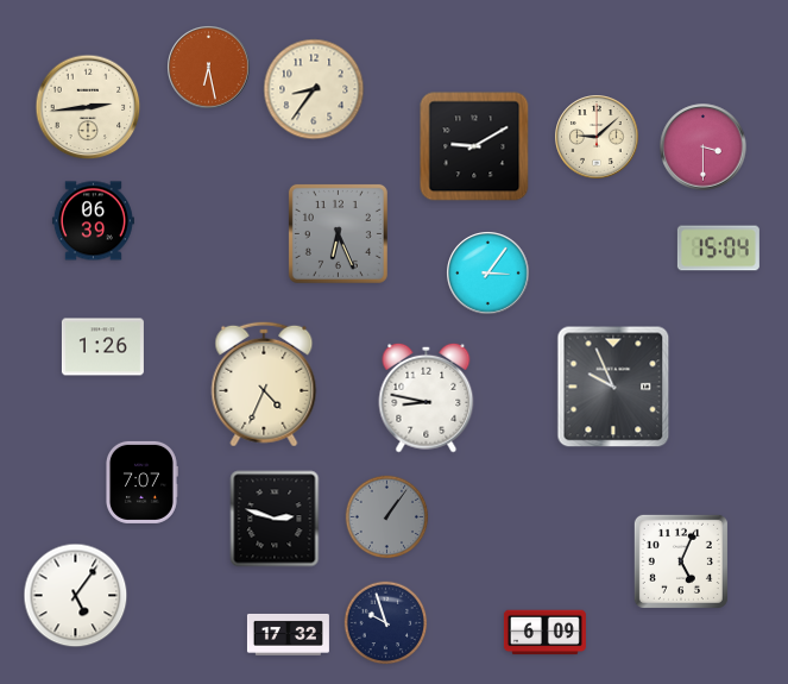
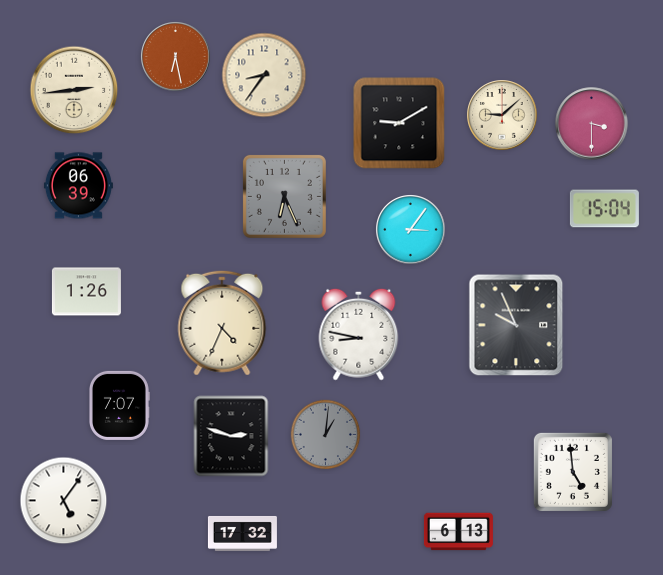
clock at (387, 517): 1:06 -> 1:01
clock at (681, 561): 5:04 -> 4:59
clock at (386, 623): 9:57 -> none
clock at (544, 633): 6:09 -> 6:13
